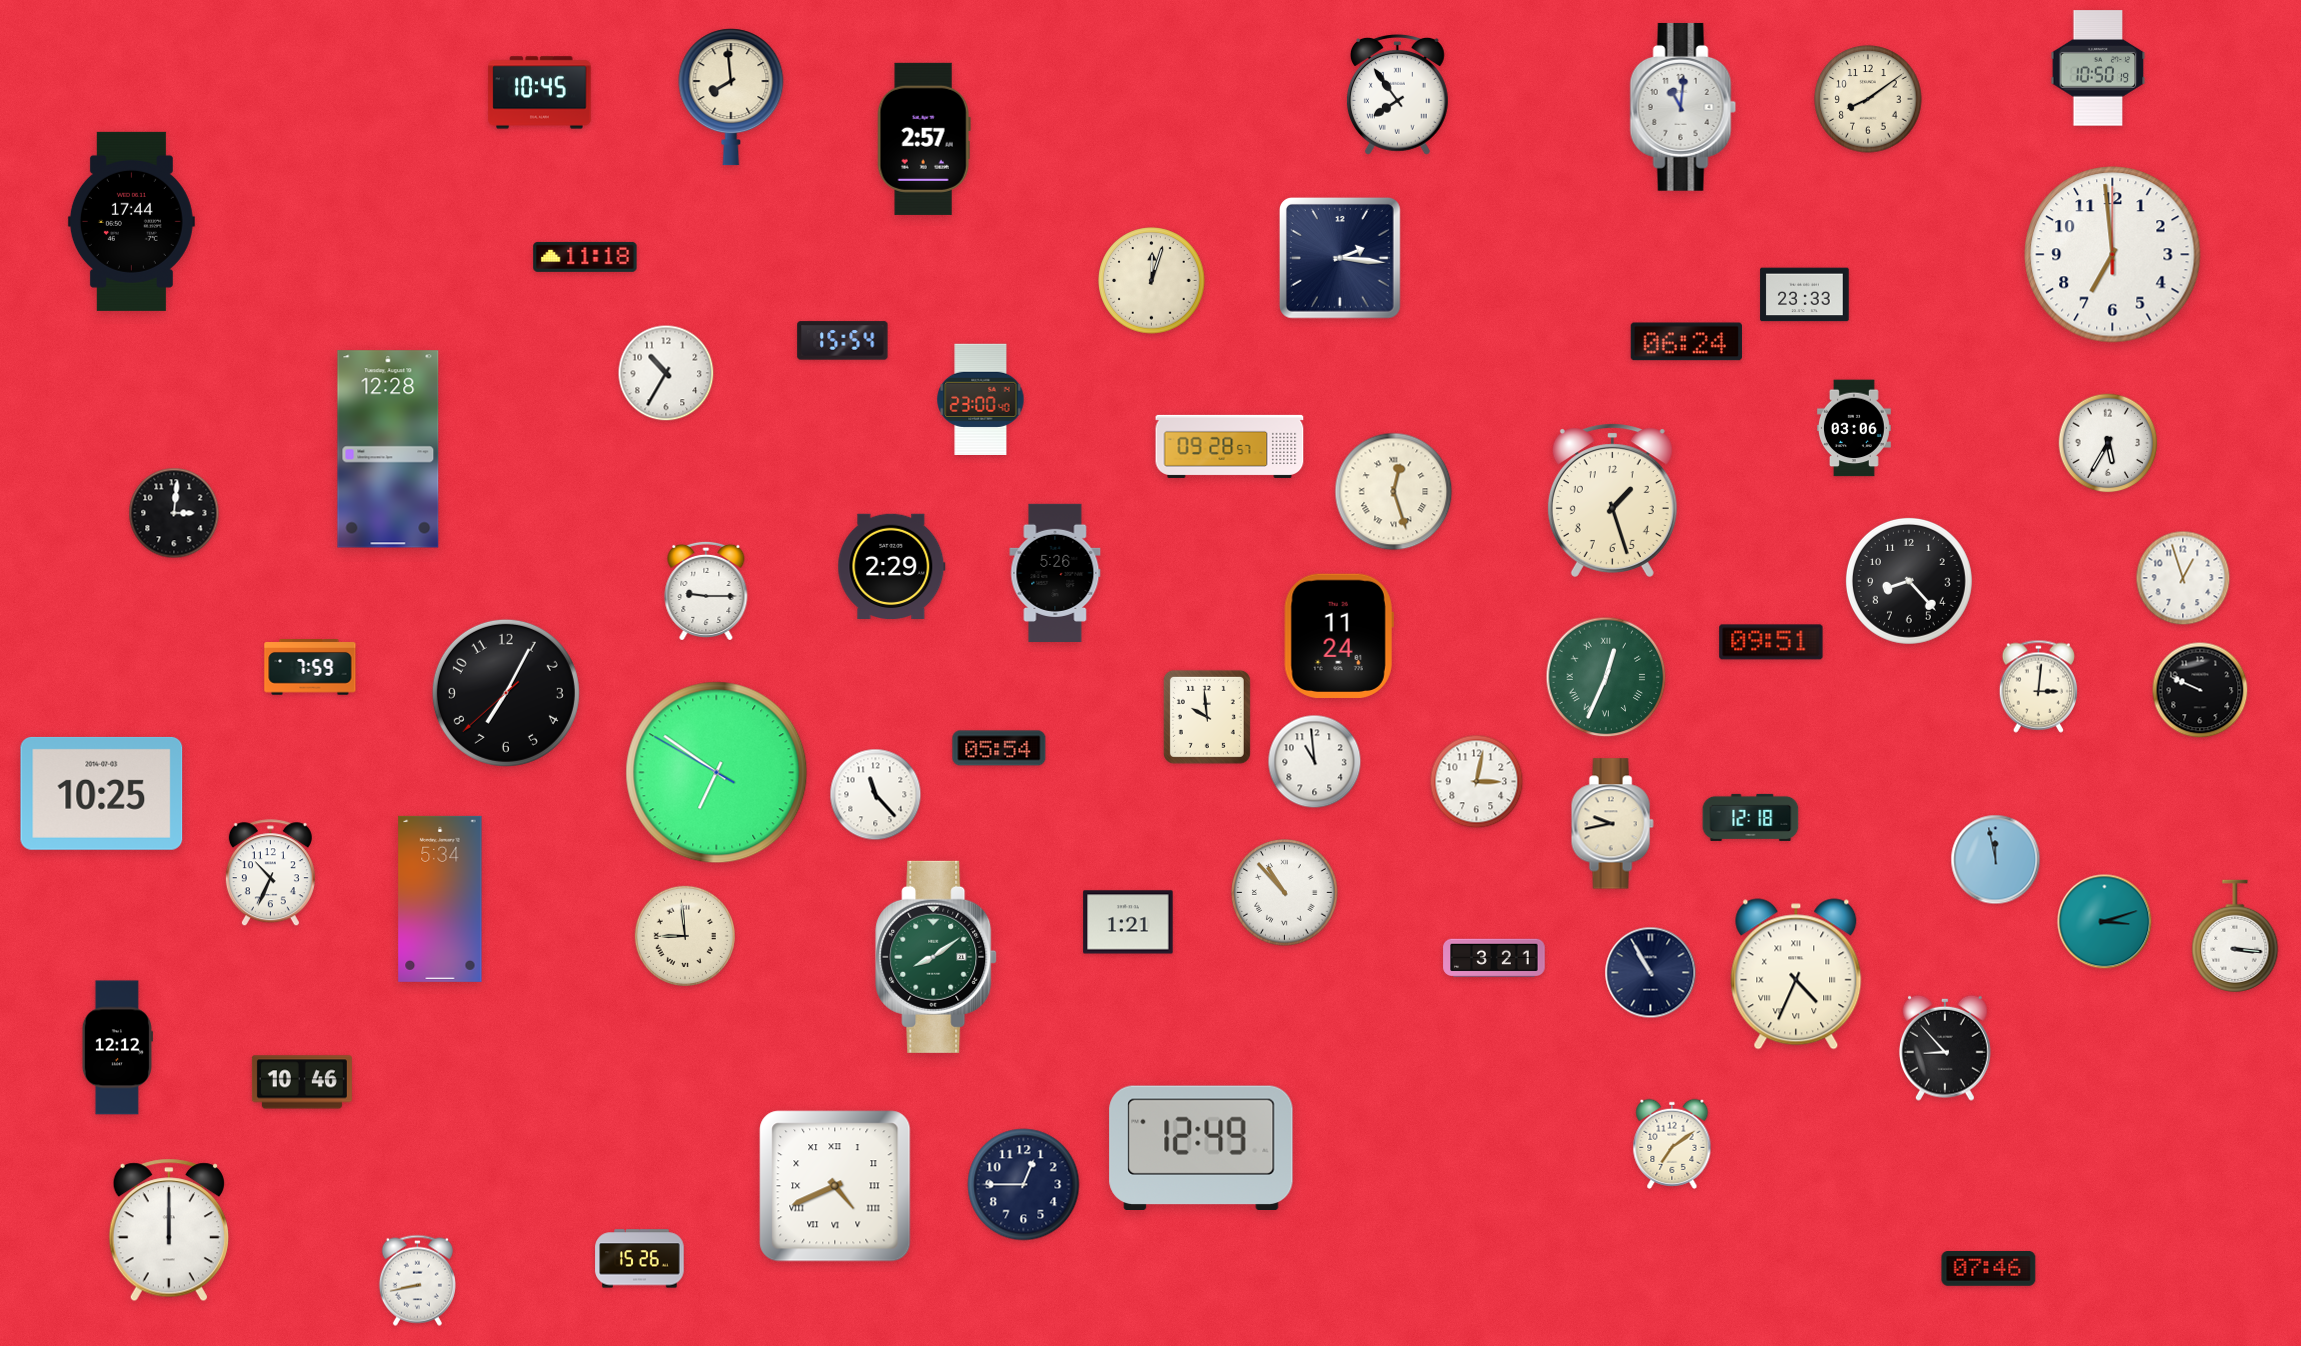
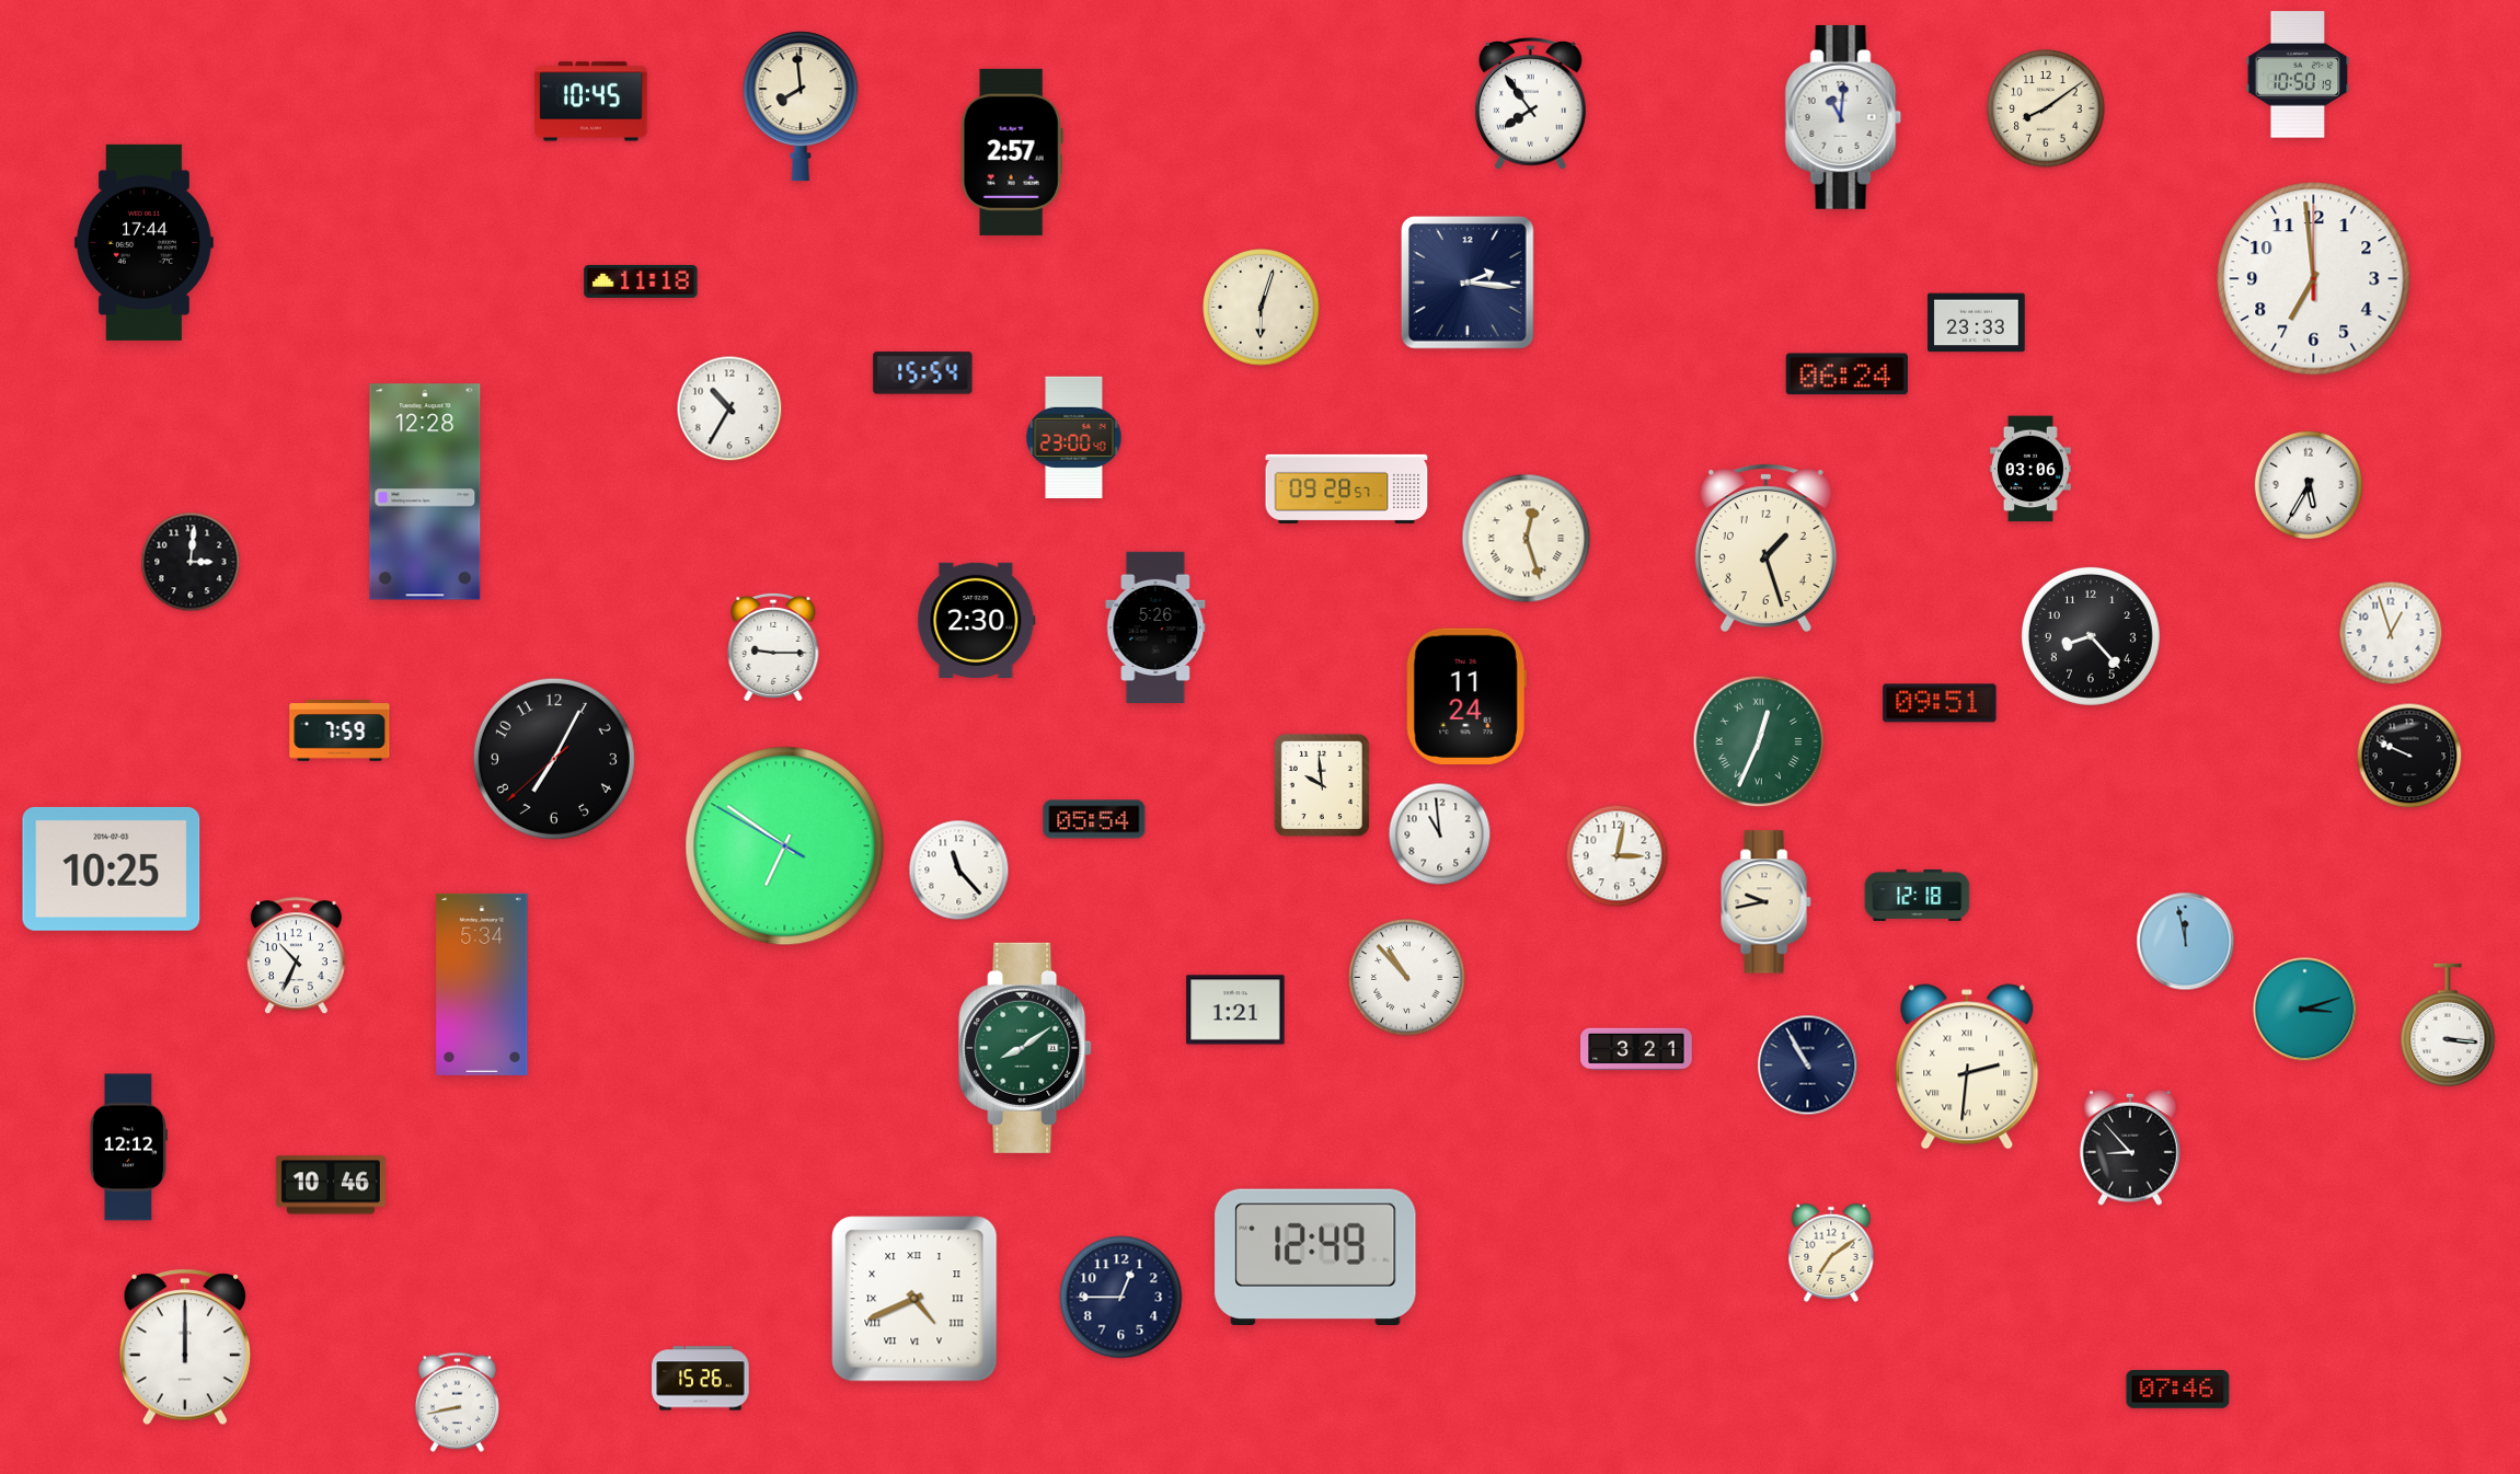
clock at (1152, 281): 12:03 -> 6:03
clock at (892, 566): 2:29 -> 2:30
clock at (2038, 686): 3:01 -> none
clock at (685, 936): 8:59 -> none
clock at (1796, 974): 4:34 -> 2:31
